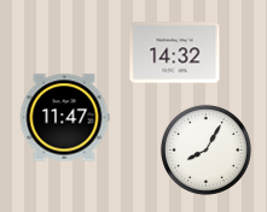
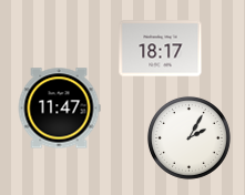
clock at (175, 53): 14:32 -> 18:17
clock at (205, 149): 8:05 -> 2:05
